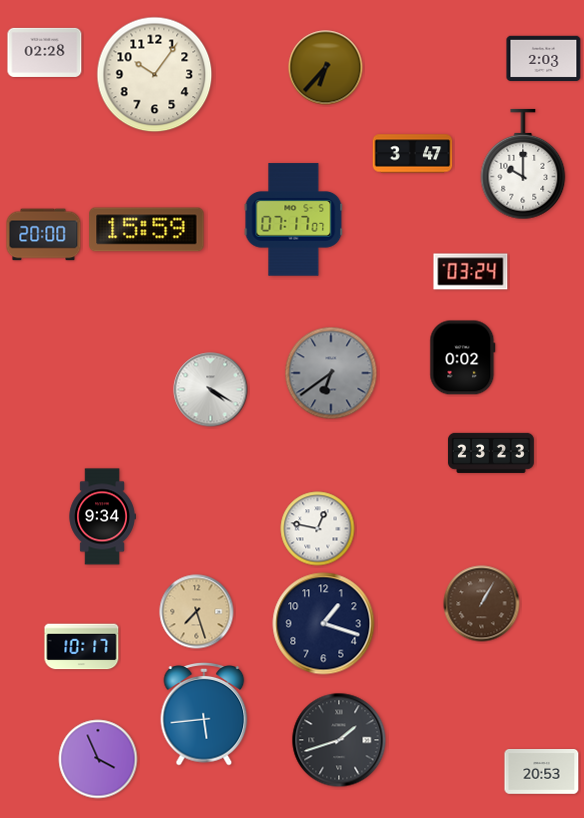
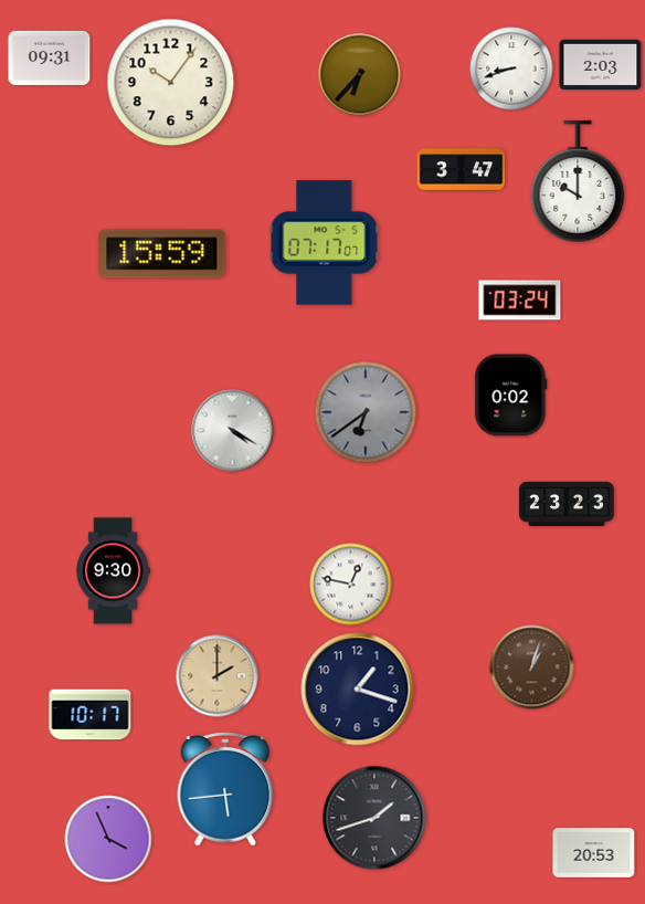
clock at (45, 52): 02:28 -> 09:31
clock at (511, 69): none -> 8:42
clock at (413, 154) position: (413, 154) -> (462, 170)
clock at (44, 235): 20:00 -> none
clock at (491, 453) position: (491, 453) -> (567, 504)
clock at (102, 517): 9:34 -> 9:30
clock at (482, 604): 1:05 -> 1:03
clock at (197, 612): 7:27 -> 2:00
clock at (542, 772) position: (542, 772) -> (594, 853)
